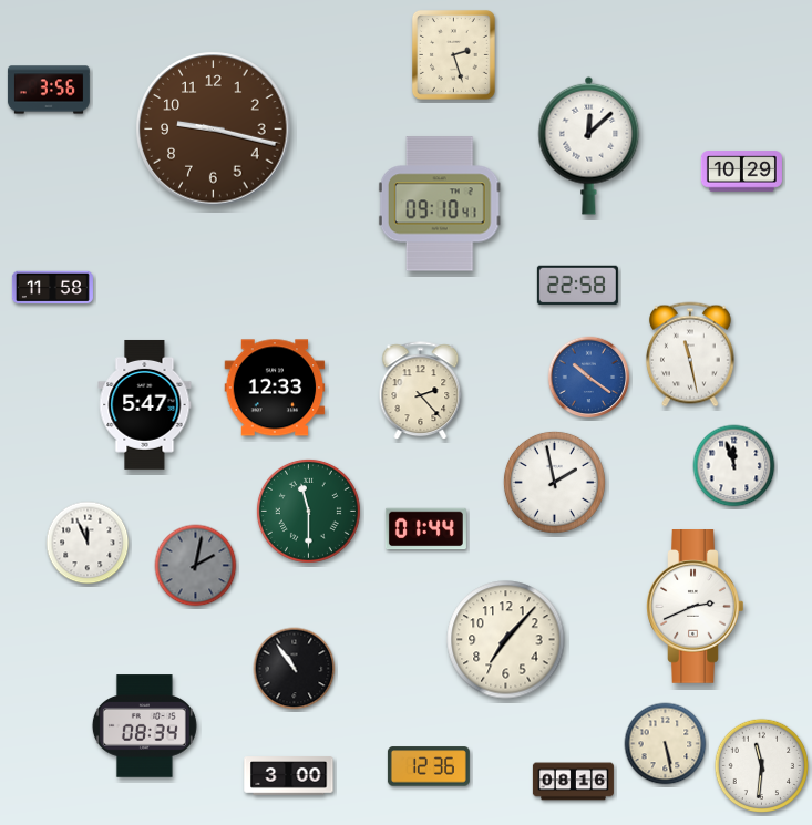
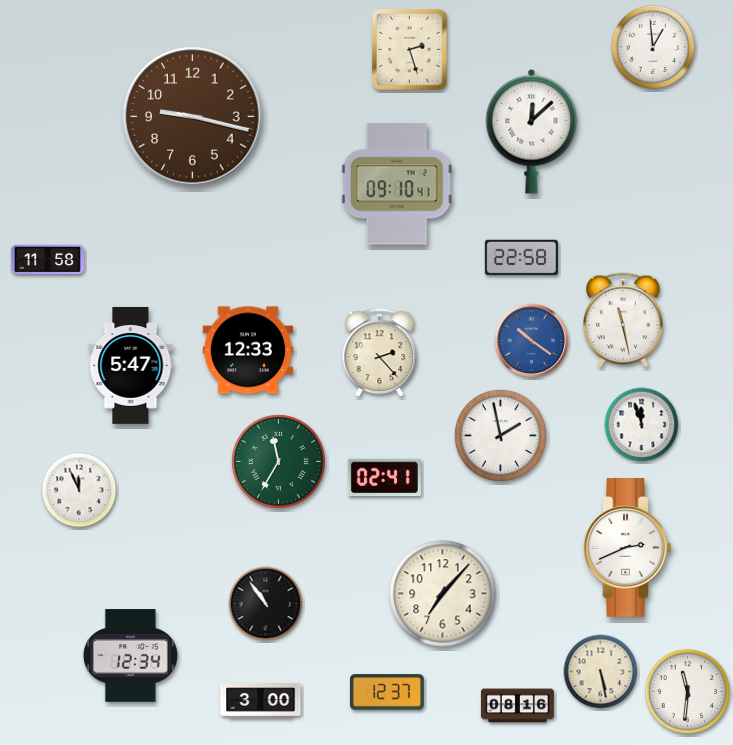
clock at (653, 47): none -> 12:59
clock at (49, 90): 3:56 -> none
clock at (741, 172): 10:29 -> none
clock at (734, 466) position: (734, 466) -> (642, 425)
clock at (308, 511): 11:30 -> 11:35
clock at (425, 529): 01:44 -> 02:41
clock at (196, 566): 2:02 -> none
clock at (506, 640) position: (506, 640) -> (443, 594)
clock at (144, 726): 08:34 -> 12:34
clock at (429, 766): 12:36 -> 12:37
